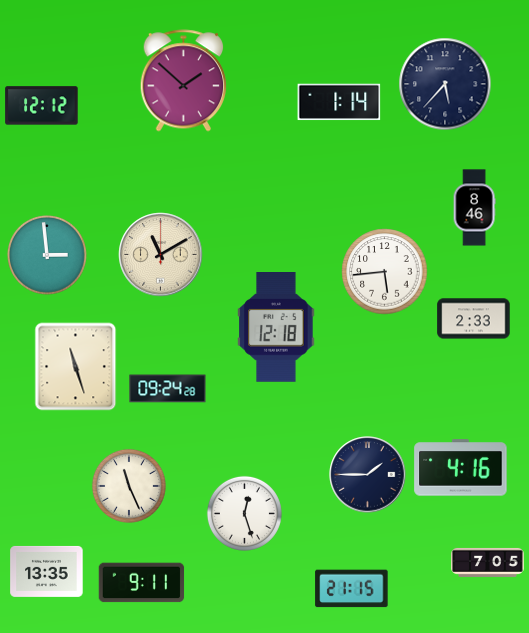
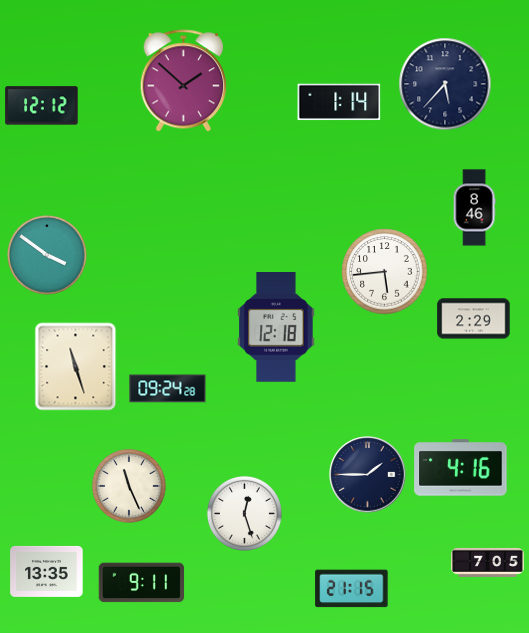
clock at (161, 255): 11:10 -> none
clock at (48, 256): 2:59 -> 3:51
clock at (474, 319): 2:33 -> 2:29
